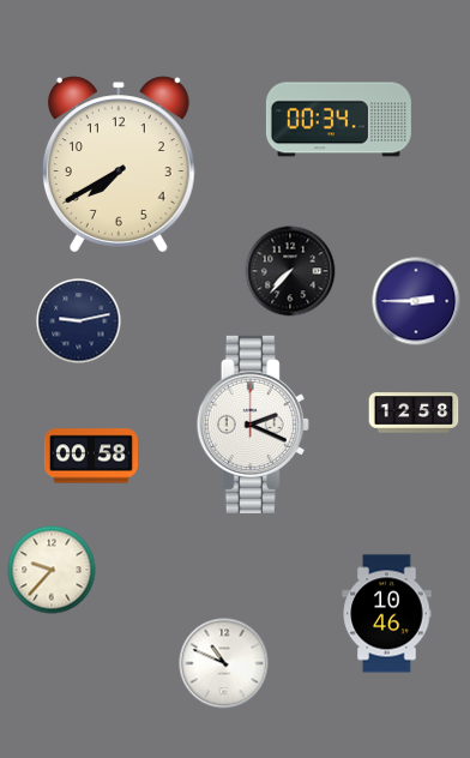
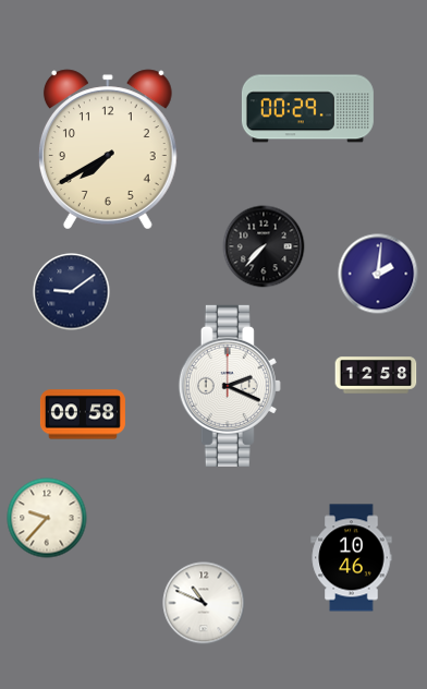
clock at (338, 120): 00:34 -> 00:29
clock at (416, 301): 2:45 -> 2:01
clock at (79, 321): 9:13 -> 9:09
